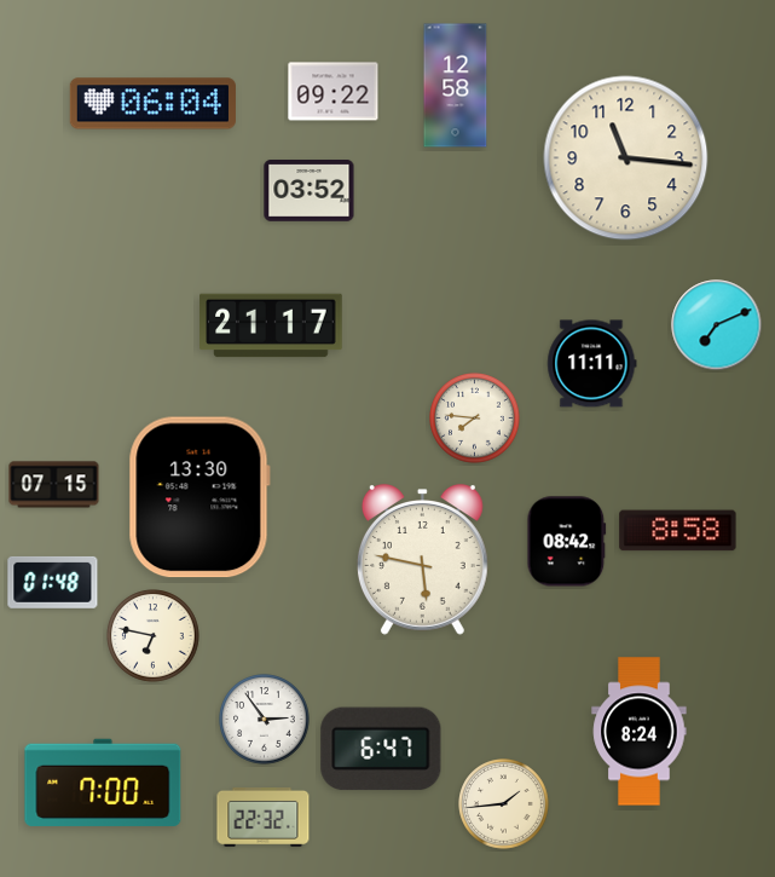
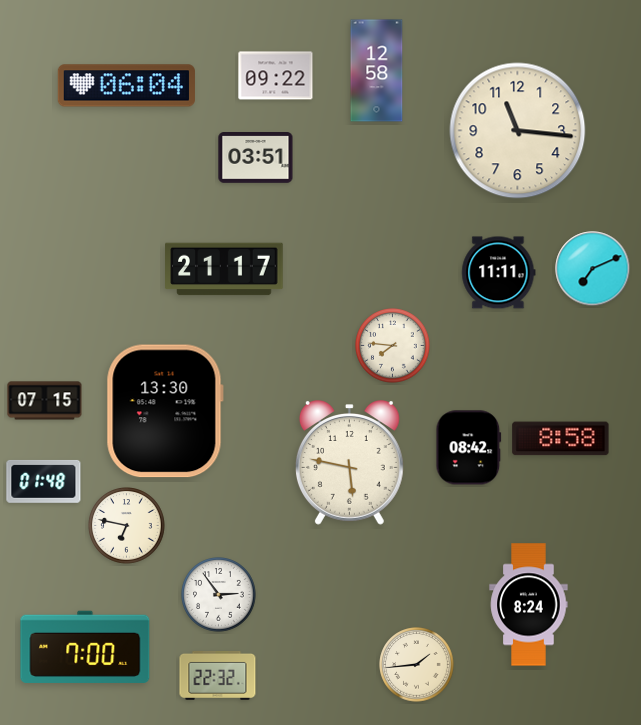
clock at (310, 191): 03:52 -> 03:51
clock at (592, 364) position: (592, 364) -> (499, 273)
clock at (381, 749): 6:47 -> none
